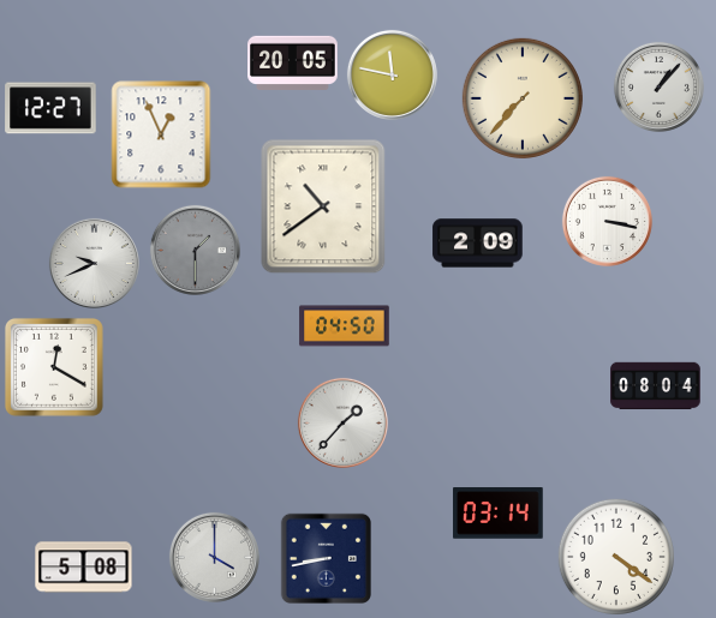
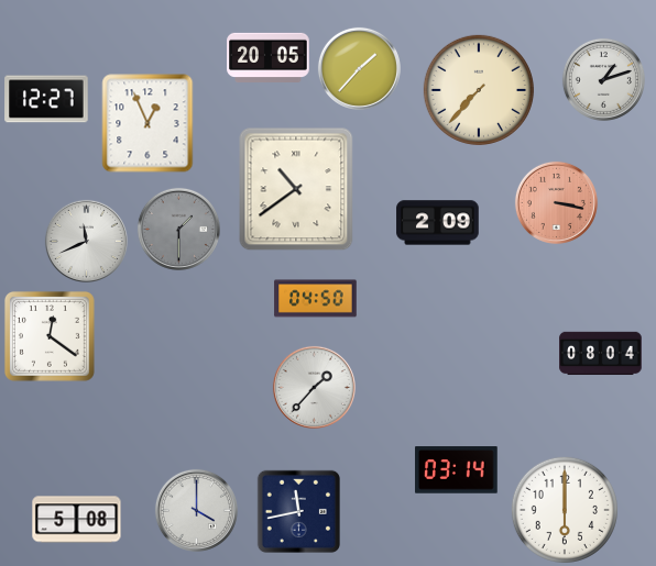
clock at (392, 74): 11:47 -> 1:37
clock at (658, 86): 1:07 -> 1:12
clock at (607, 221) dial: white -> salmon
clock at (94, 263): 9:41 -> 11:41
clock at (54, 367): 12:20 -> 12:21
clock at (615, 556): 4:21 -> 6:00
clock at (326, 558): 8:43 -> 11:43
